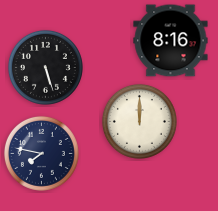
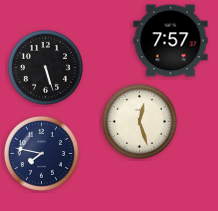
clock at (171, 41): 8:16 -> 7:57
clock at (139, 121): 12:00 -> 12:27
